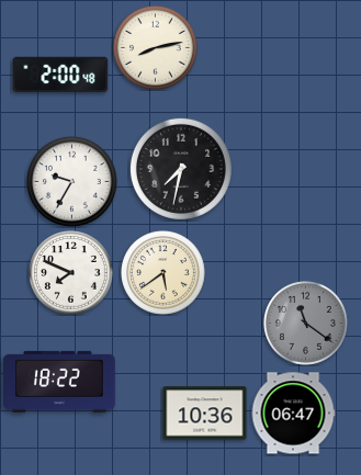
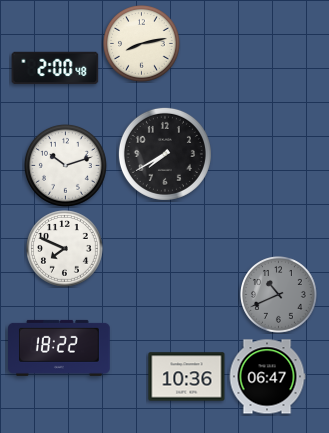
clock at (181, 169): 7:32 -> 7:40
clock at (71, 181): 9:35 -> 10:12
clock at (163, 273): 5:39 -> none
clock at (306, 324): 11:21 -> 10:41
clock at (60, 382) position: (60, 382) -> (60, 348)
